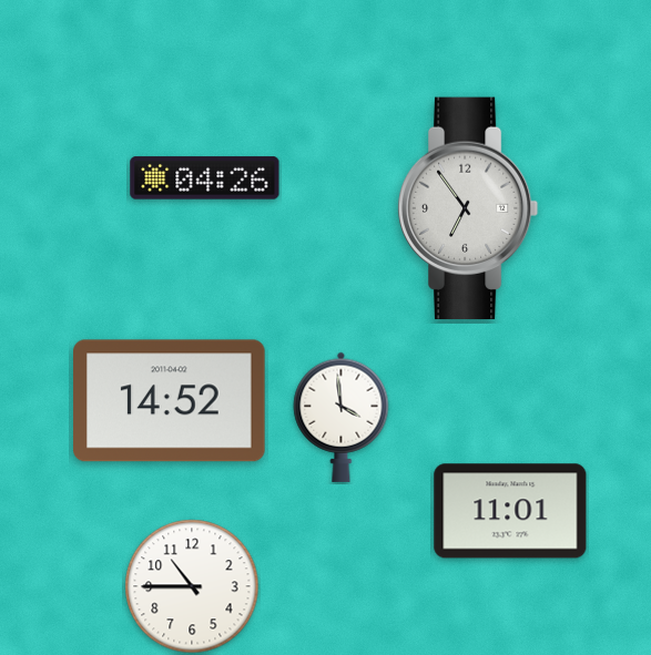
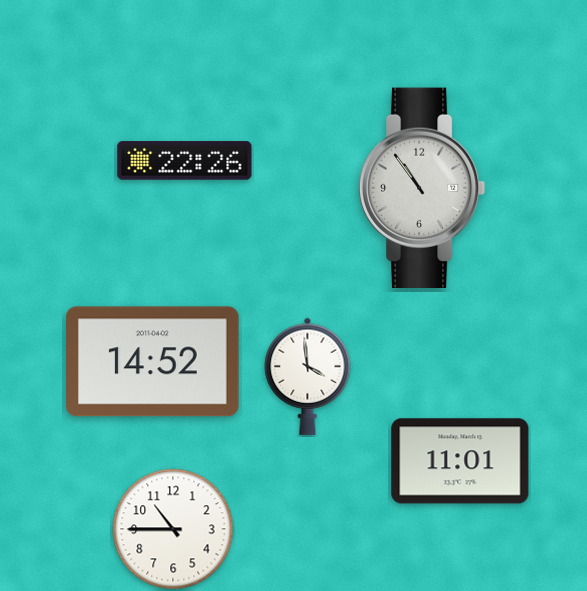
clock at (205, 178): 04:26 -> 22:26
clock at (468, 207): 6:54 -> 10:54
